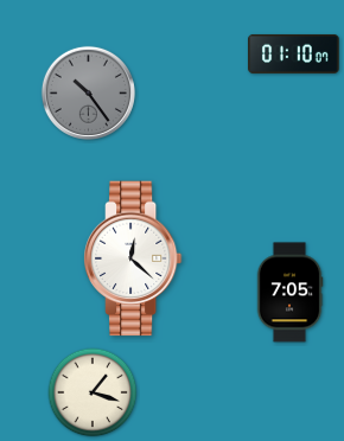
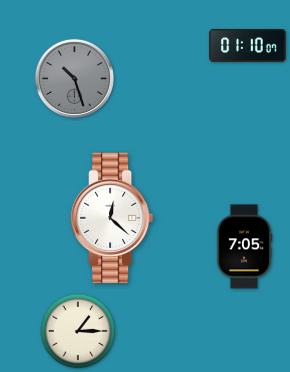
clock at (88, 92): 10:24 -> 10:27
clock at (93, 392): 1:18 -> 1:15
